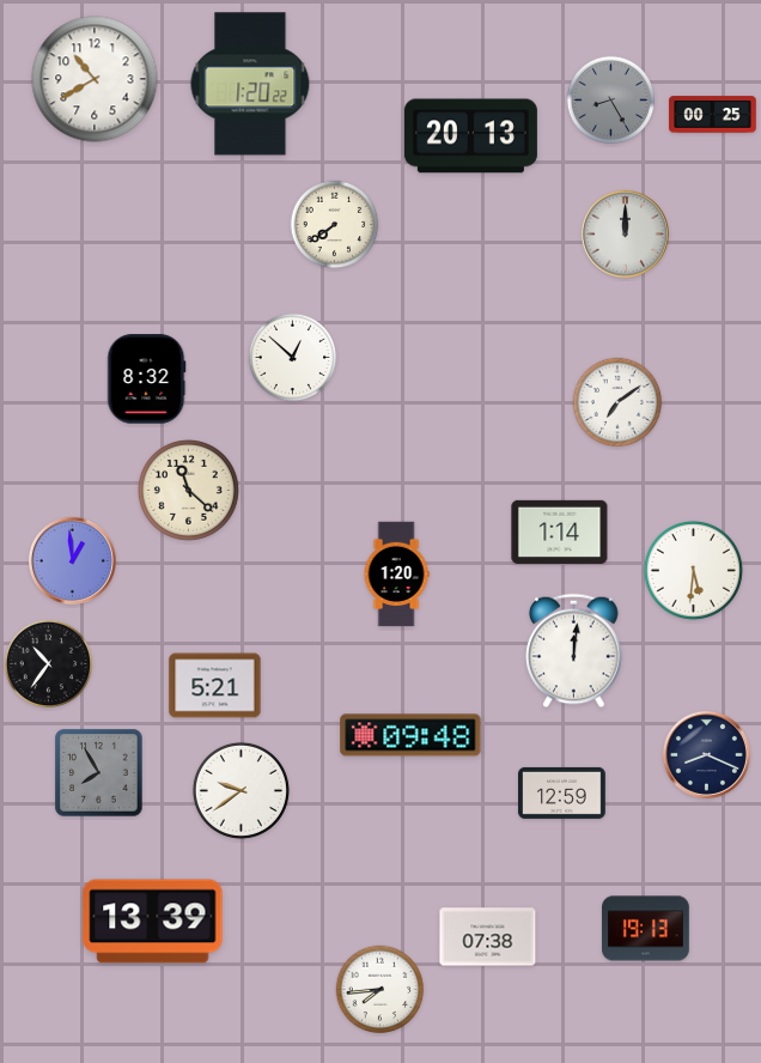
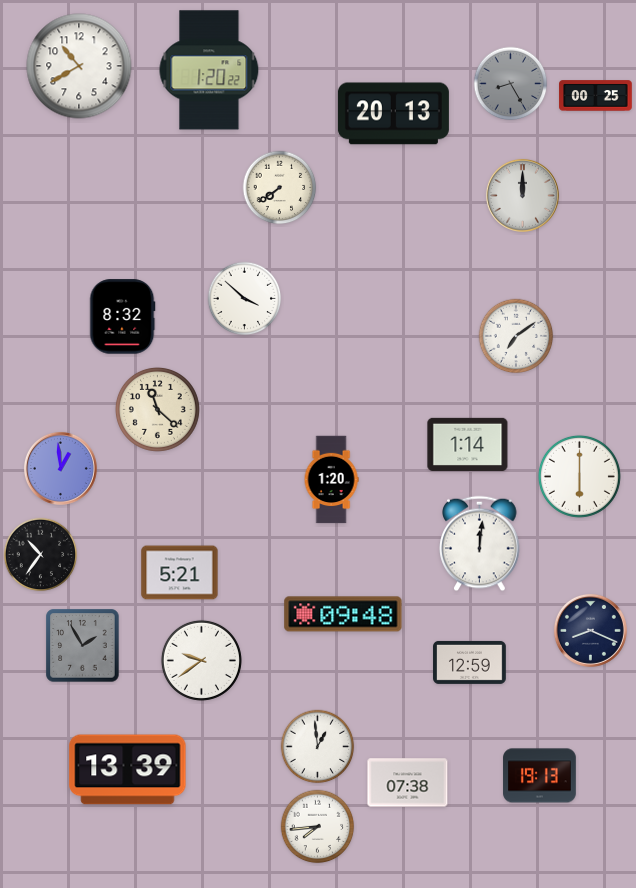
clock at (293, 358): 12:52 -> 3:52
clock at (693, 570): 5:31 -> 6:00
clock at (99, 773): 7:55 -> 1:55
clock at (318, 747): none -> 12:59
